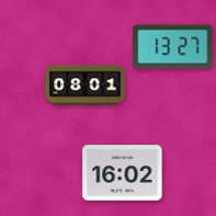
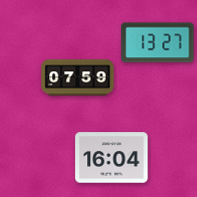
clock at (86, 86): 08:01 -> 07:59
clock at (123, 173): 16:02 -> 16:04
